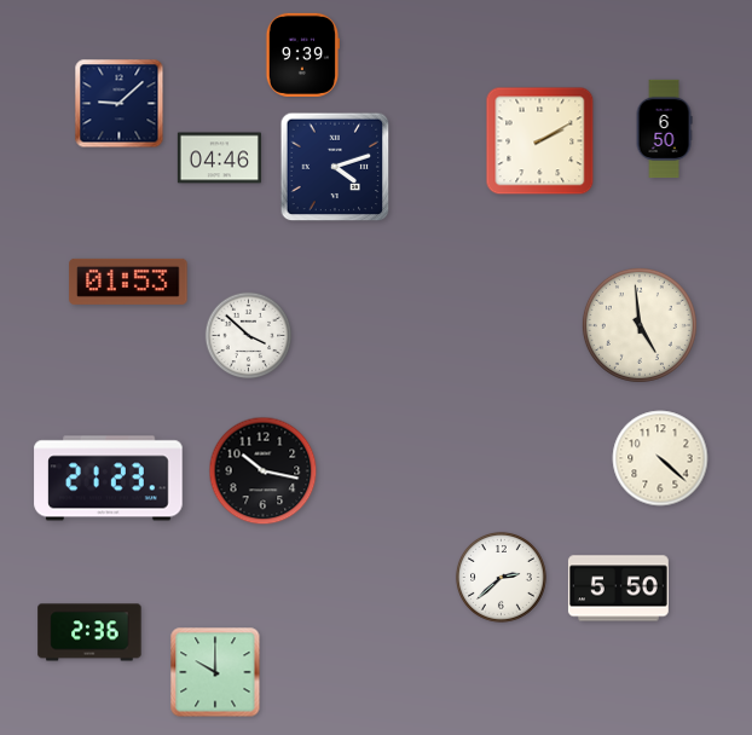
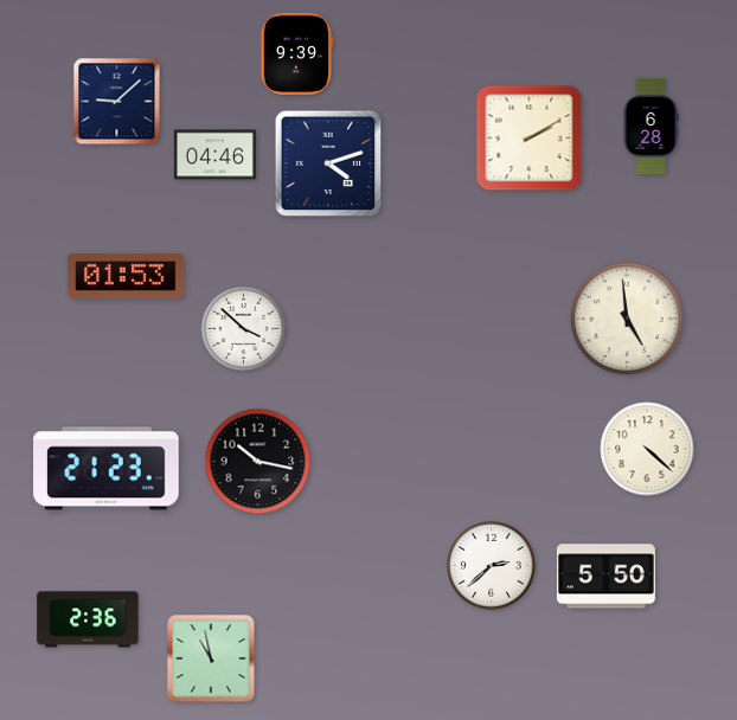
clock at (664, 129): 6:50 -> 6:28
clock at (215, 672): 10:00 -> 10:58
